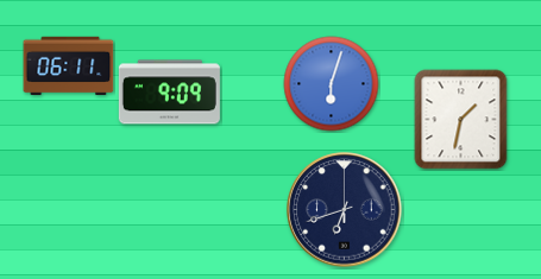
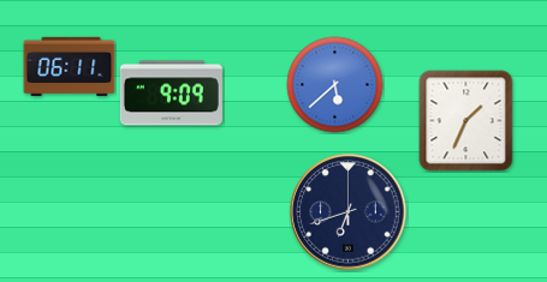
clock at (332, 84): 6:03 -> 5:38
clock at (461, 120): 1:32 -> 1:34
